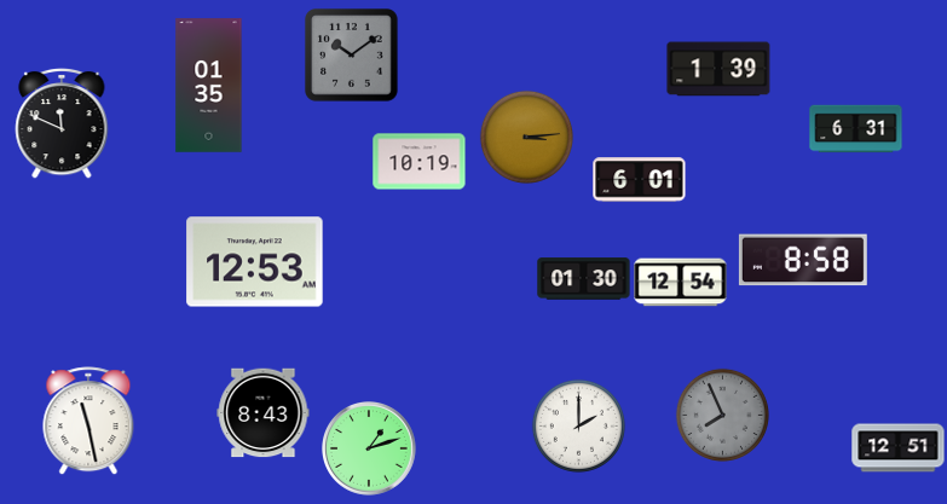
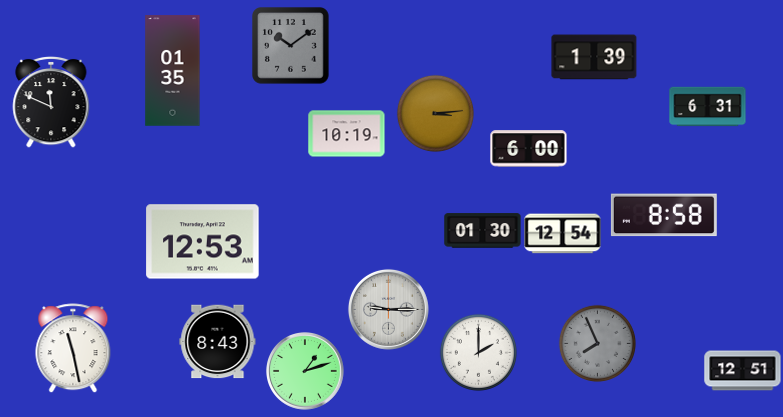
clock at (640, 180): 6:01 -> 6:00
clock at (255, 262) position: (255, 262) -> (203, 242)
clock at (388, 309): none -> 9:15
